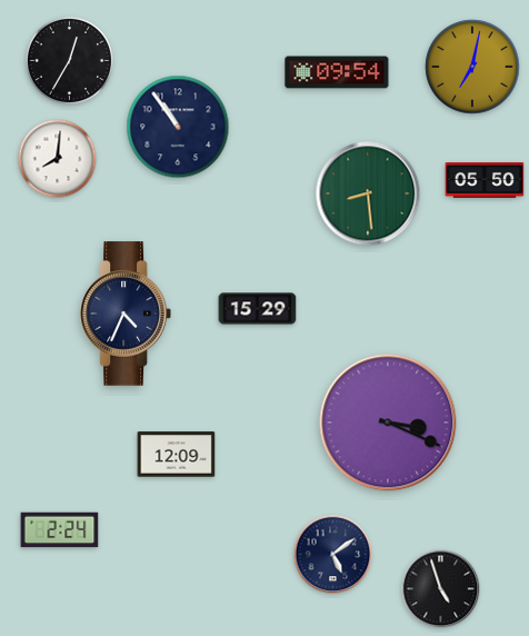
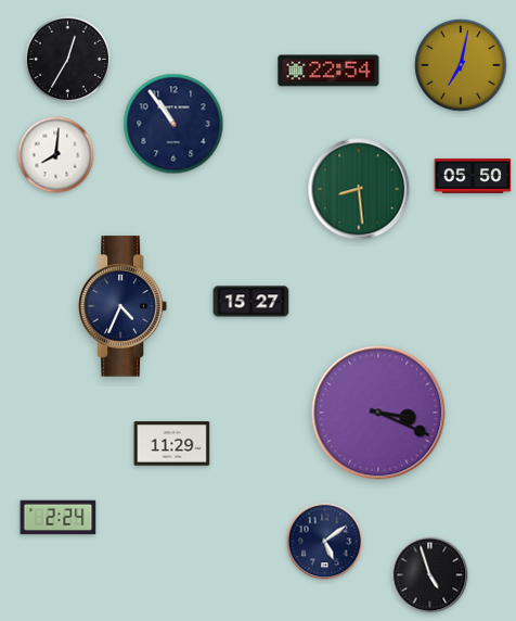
clock at (337, 72): 09:54 -> 22:54
clock at (258, 309): 15:29 -> 15:27
clock at (177, 455): 12:09 -> 11:29
